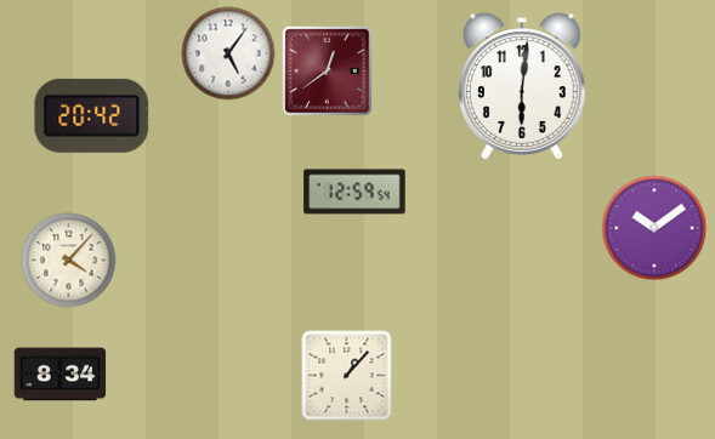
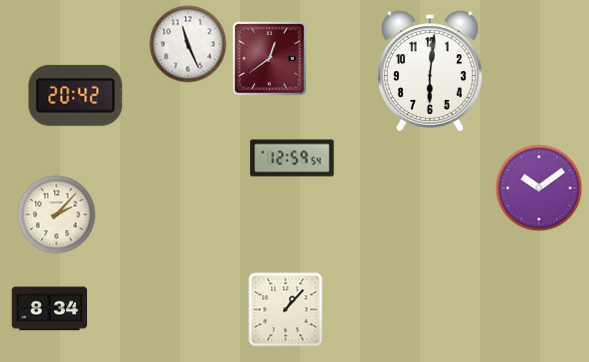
clock at (228, 53): 5:06 -> 11:26
clock at (69, 261): 4:07 -> 2:07
